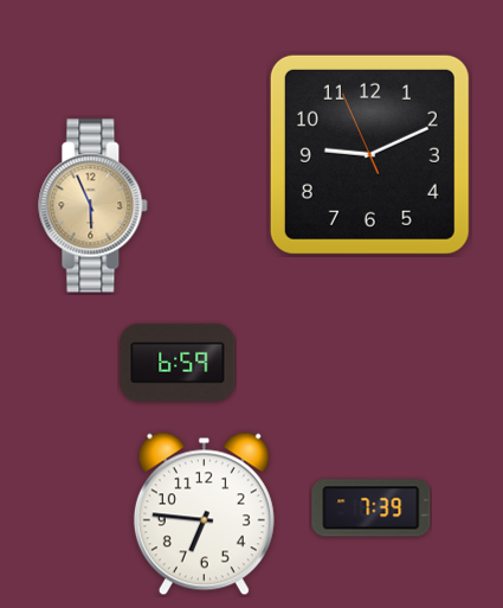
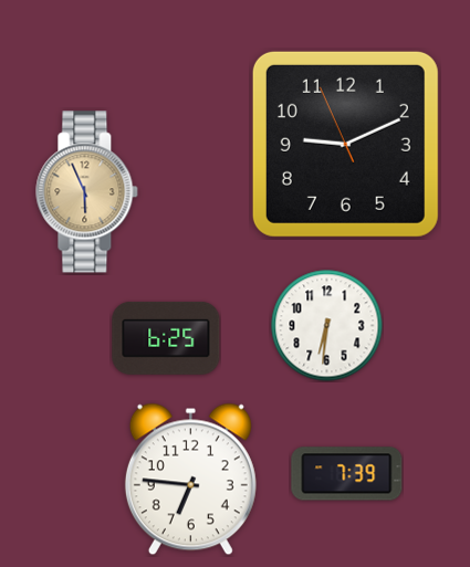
clock at (327, 326): none -> 6:31
clock at (178, 363): 6:59 -> 6:25
